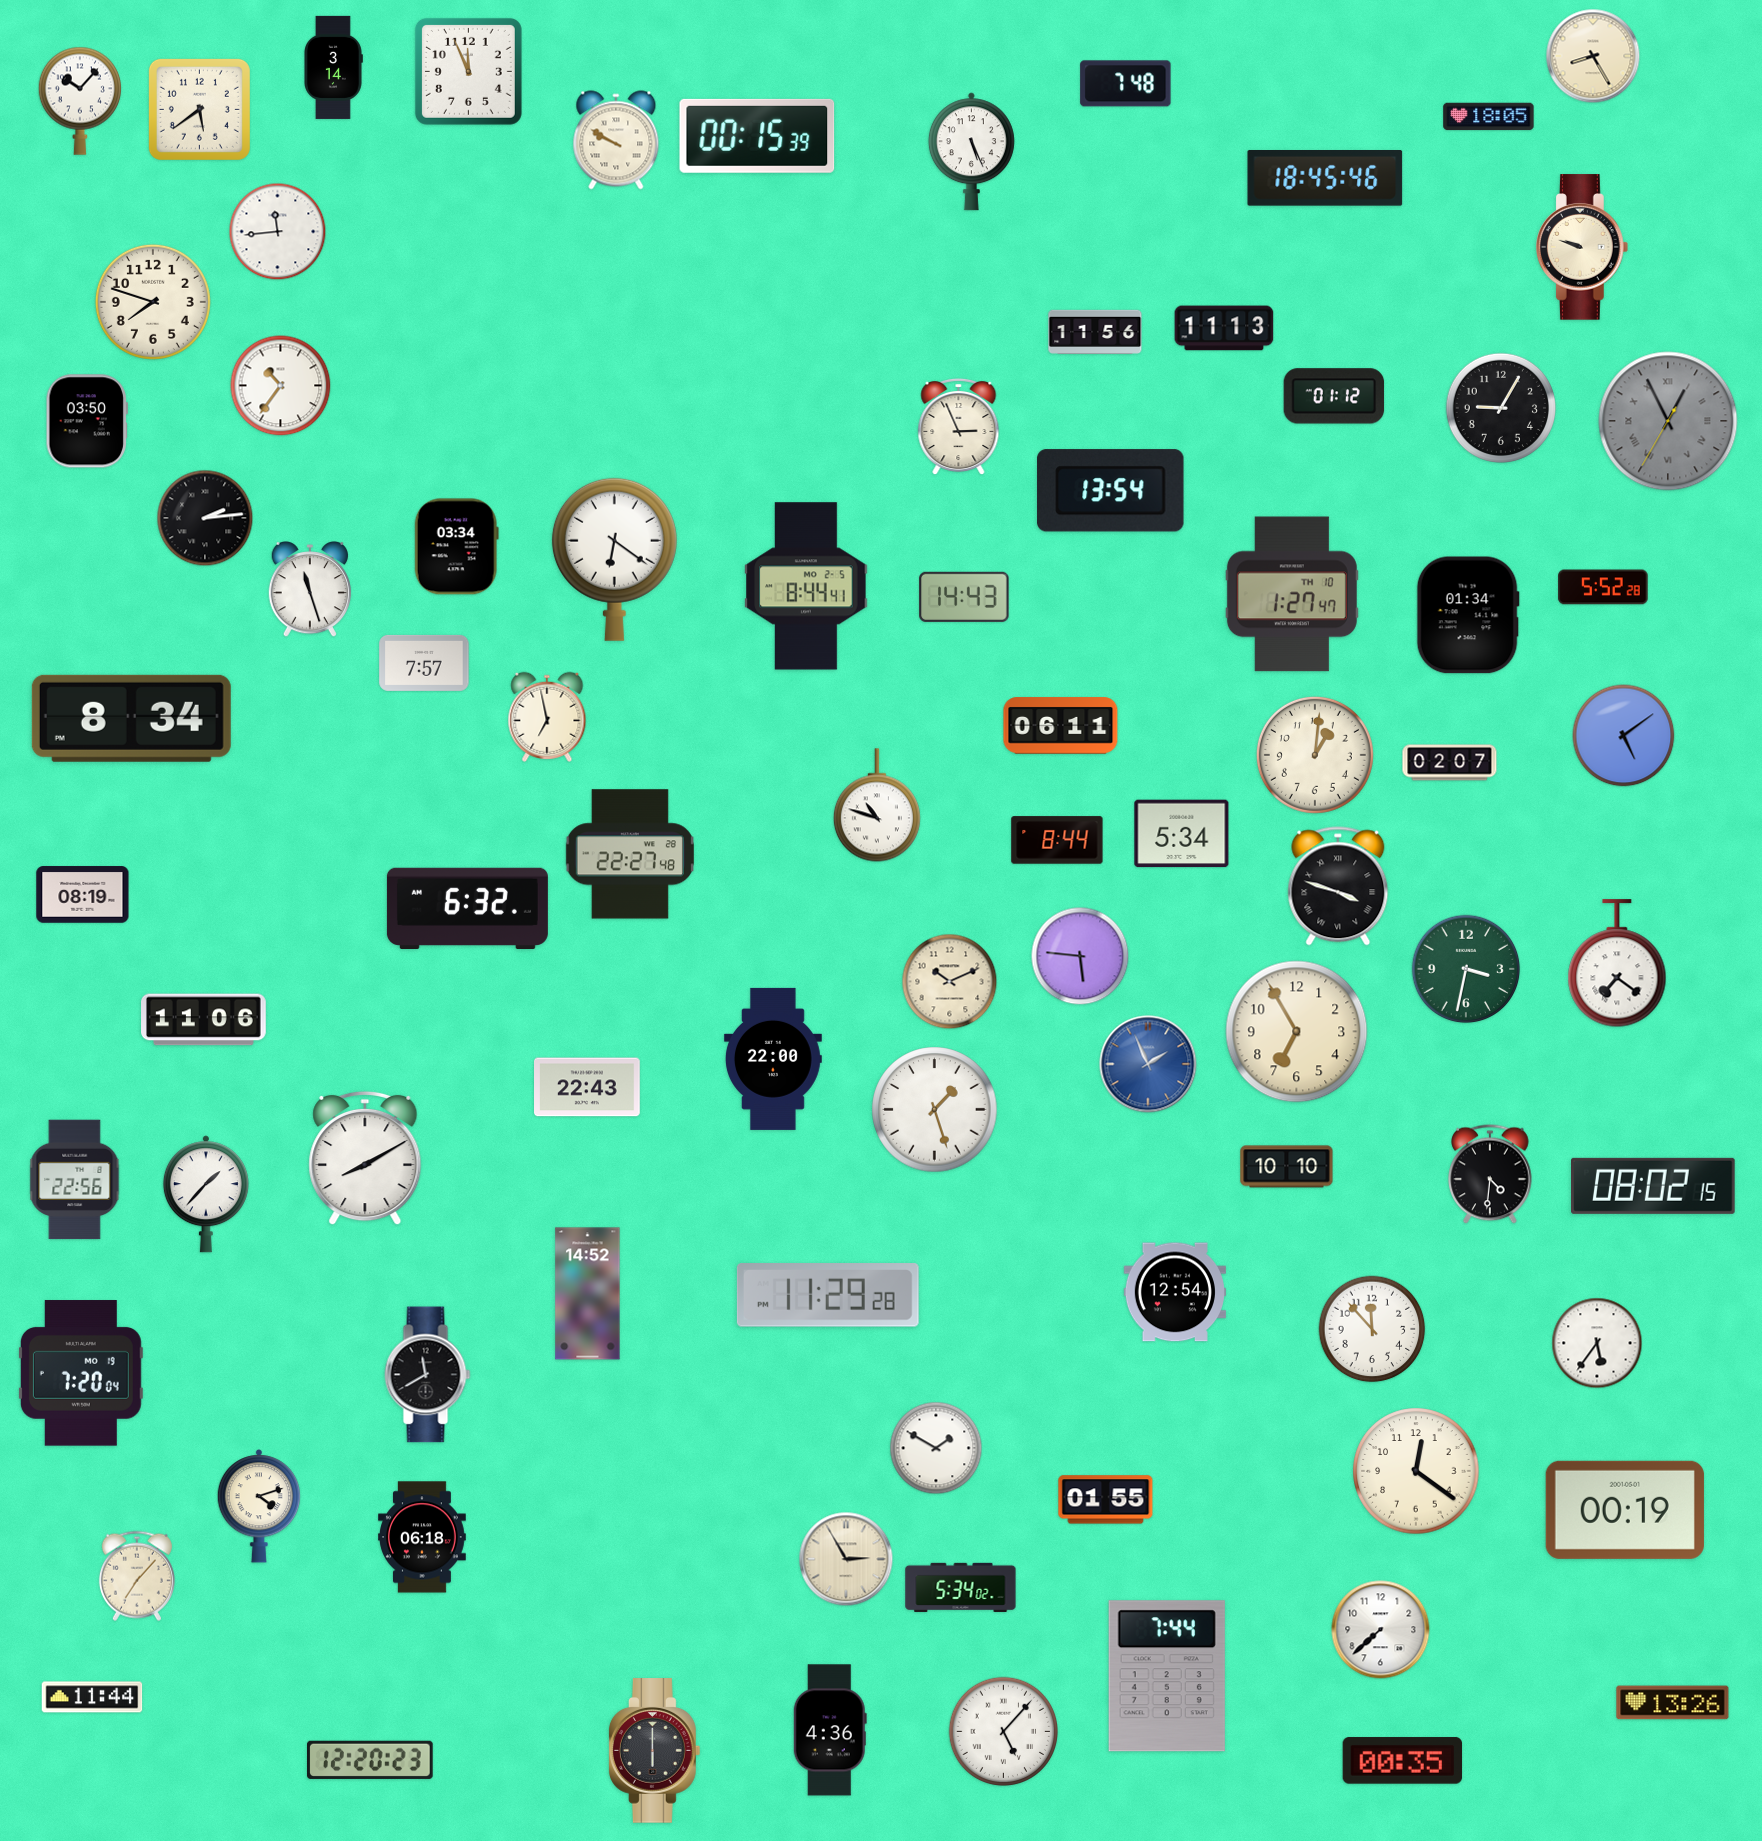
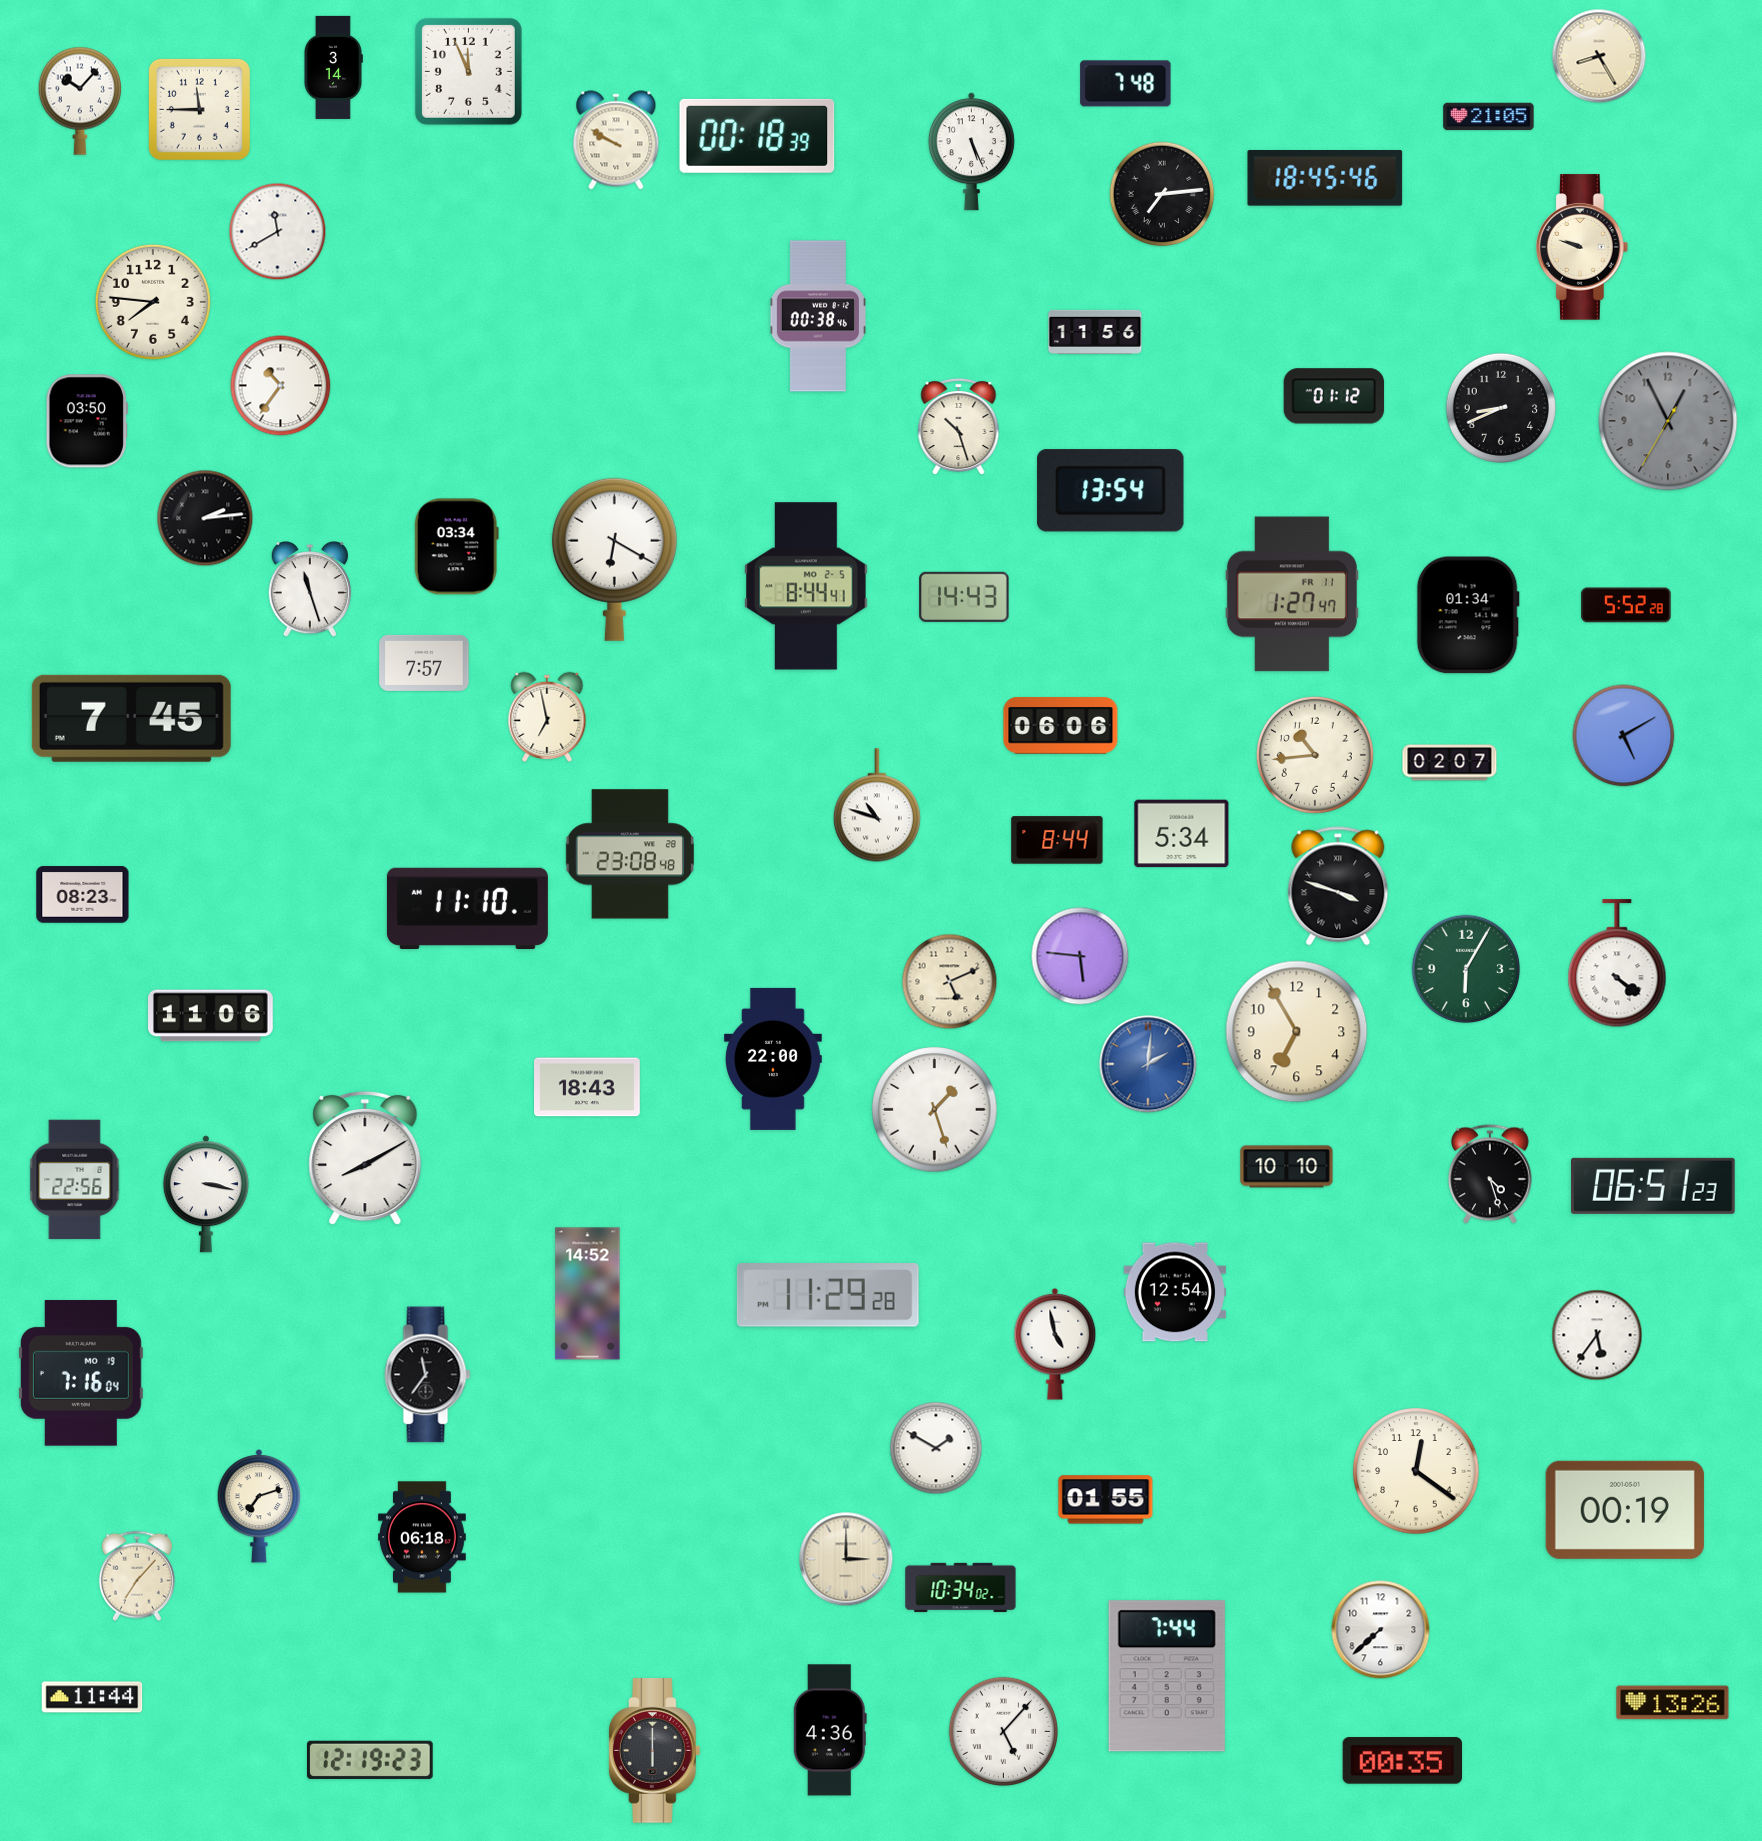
clock at (1593, 56) position: (1593, 56) -> (1599, 56)
clock at (199, 109): 5:39 -> 11:45
clock at (1489, 117): 18:05 -> 21:05
clock at (757, 136): 00:15 -> 00:18
clock at (1162, 194): none -> 7:14
clock at (278, 232): 11:44 -> 11:40
clock at (153, 302): 7:48 -> 7:46
clock at (817, 316): none -> 00:38
clock at (1224, 328): 11:13 -> none
clock at (1500, 407): 9:05 -> 8:41
clock at (1668, 421) numerals: Roman -> Arabic
clock at (959, 427): 2:56 -> 10:27
clock at (614, 559): 6:21 -> 6:20
clock at (1603, 587) position: (1603, 587) -> (1626, 605)
clock at (1292, 594) date: TH 10 -> FR 11
clock at (131, 718): 8:34 -> 7:45
clock at (1061, 726): 06:11 -> 06:06
clock at (1624, 736): 5:09 -> 5:10
clock at (1315, 755): 1:01 -> 10:44
clock at (630, 854): 22:27 -> 23:08
clock at (83, 895): 08:19 -> 08:23
clock at (467, 908): 6:32 -> 11:10
clock at (1617, 964): 7:21 -> 4:21
clock at (1466, 969): 3:32 -> 6:05
clock at (950, 982): 10:11 -> 5:11
clock at (204, 1020) position: (204, 1020) -> (211, 1016)
clock at (1148, 1064): 1:56 -> 2:01
clock at (588, 1087): 22:43 -> 18:43
clock at (1490, 1174): 4:31 -> 4:27
clock at (1654, 1186): 08:02 -> 06:51
clock at (206, 1194): 1:37 -> 3:17
clock at (1372, 1329): 11:53 -> none
clock at (1597, 1343) position: (1597, 1343) -> (1597, 1335)
clock at (1055, 1344): none -> 4:58
clock at (81, 1373): 7:20 -> 7:16
clock at (428, 1375): 11:40 -> 11:36
clock at (259, 1506): 4:12 -> 7:12
clock at (846, 1559): 2:55 -> 3:00
clock at (961, 1587): 5:34 -> 10:34
clock at (371, 1760): 12:20 -> 12:19
